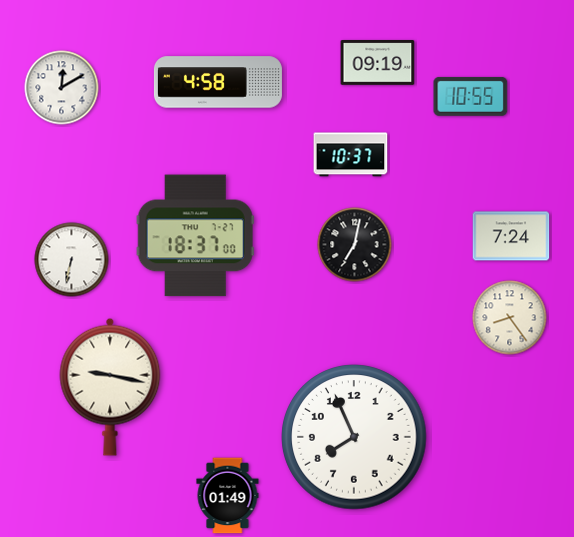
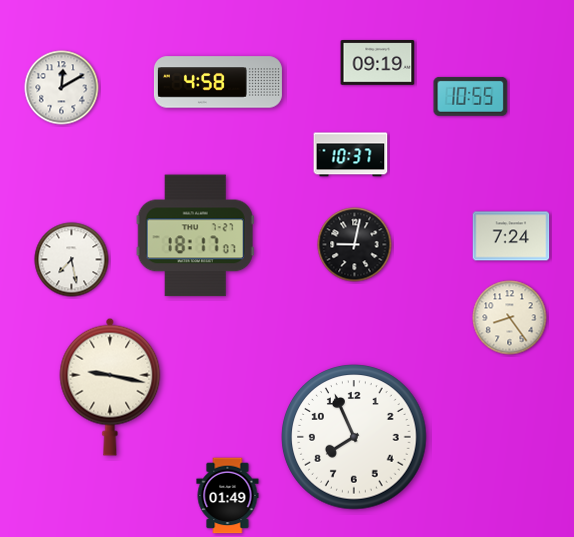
clock at (195, 236): 18:37 -> 18:17
clock at (355, 245): 7:02 -> 9:02
clock at (72, 260): 6:32 -> 7:28
